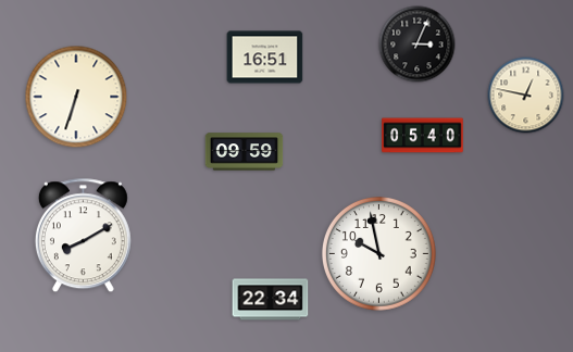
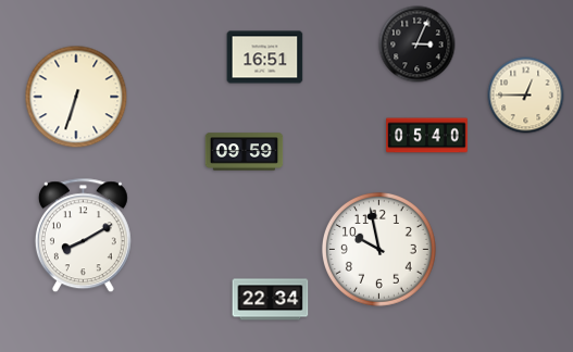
clock at (526, 96): 12:47 -> 12:45
clock at (423, 136) position: (423, 136) -> (427, 136)
clock at (379, 254) position: (379, 254) -> (379, 250)
